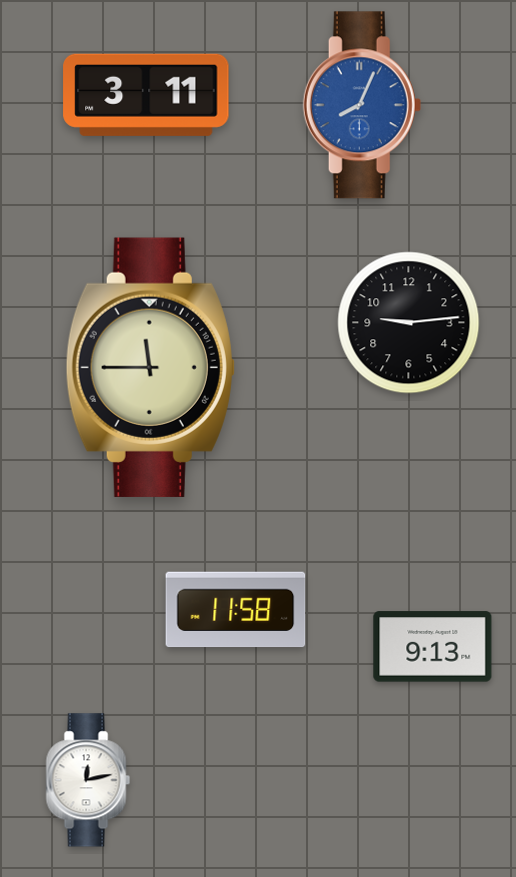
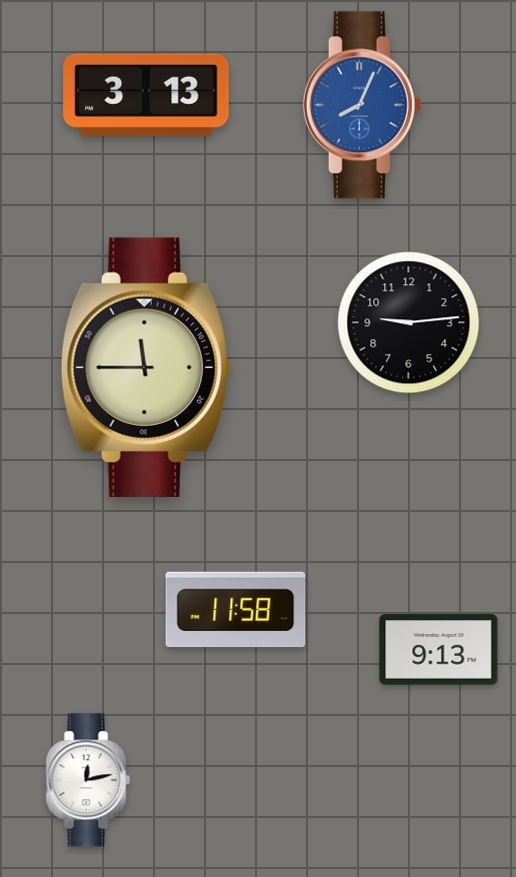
clock at (146, 95): 3:11 -> 3:13
clock at (150, 367) position: (150, 367) -> (145, 367)
clock at (433, 647) position: (433, 647) -> (439, 650)
